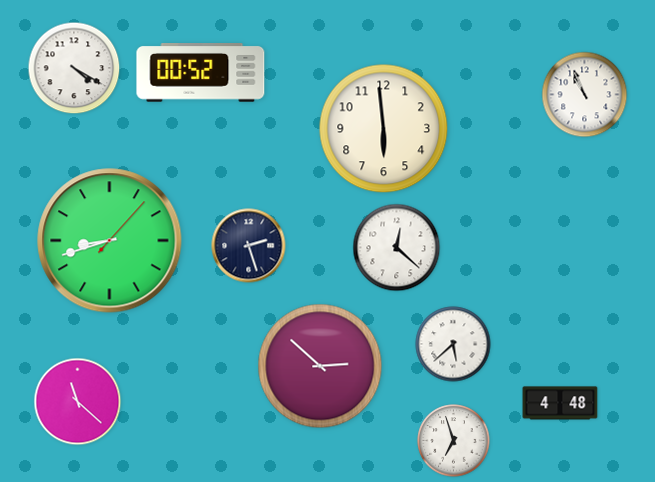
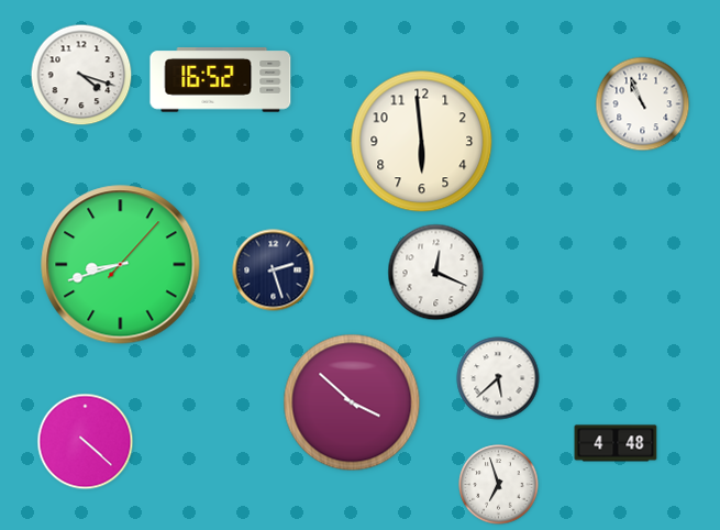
clock at (74, 68): 4:20 -> 4:18
clock at (201, 73): 00:52 -> 16:52
clock at (397, 248): 12:22 -> 12:19
clock at (320, 366): 2:52 -> 3:52
clock at (78, 402): 11:22 -> 4:22
